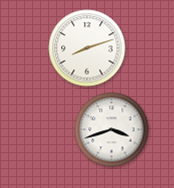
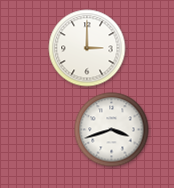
clock at (87, 48): 8:12 -> 3:00
